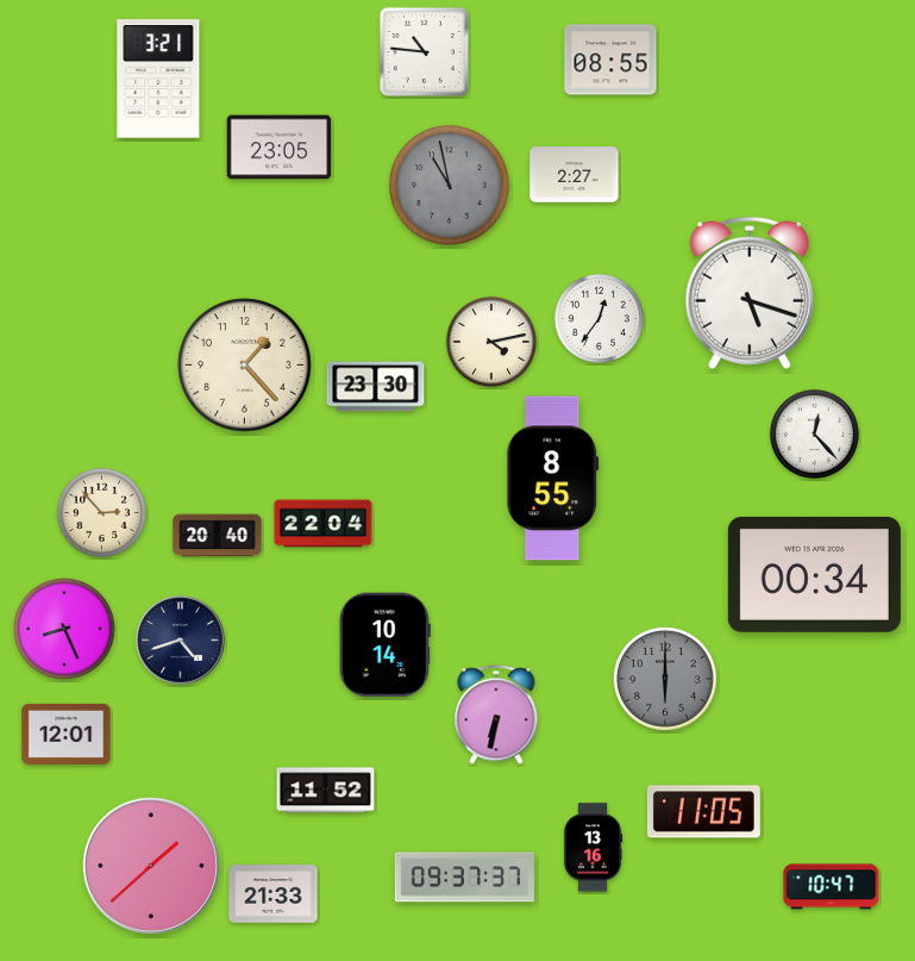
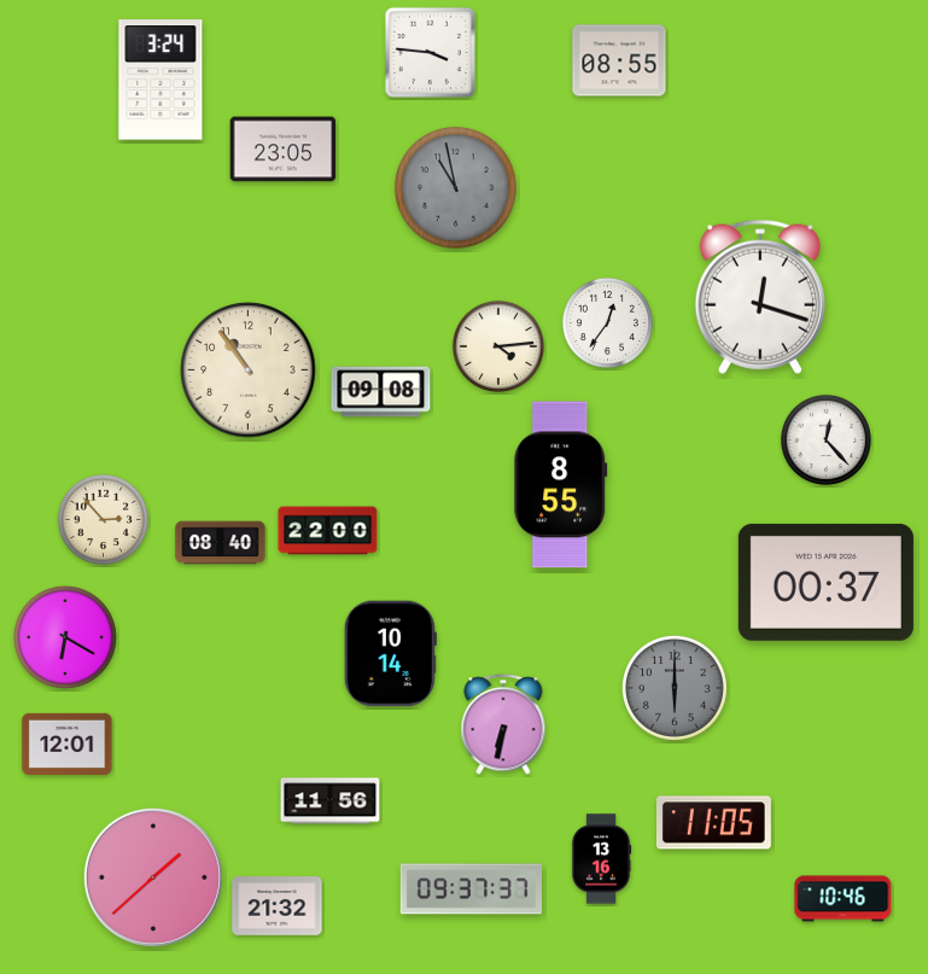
clock at (424, 51): 10:46 -> 3:46
clock at (158, 79): 3:21 -> 3:24
clock at (575, 175): 2:27 -> none
clock at (750, 293): 5:18 -> 12:18
clock at (491, 342): 4:13 -> 4:14
clock at (245, 366): 1:23 -> 10:54
clock at (376, 387): 23:30 -> 09:08
clock at (324, 524): 22:04 -> 22:00
clock at (218, 536): 20:40 -> 08:40
clock at (814, 574): 00:34 -> 00:37
clock at (64, 629): 8:26 -> 6:20
clock at (181, 641): 4:42 -> none
clock at (326, 791): 11:52 -> 11:56
clock at (832, 887): 10:47 -> 10:46
clock at (274, 894): 21:33 -> 21:32
